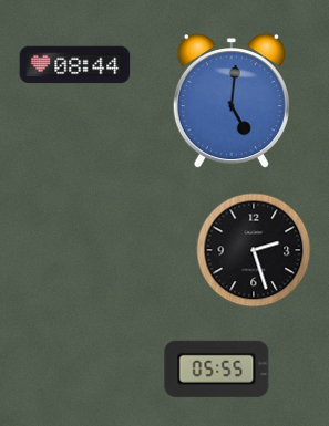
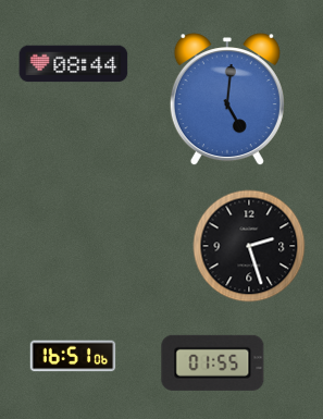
clock at (73, 356): none -> 16:51
clock at (217, 368): 05:55 -> 01:55
